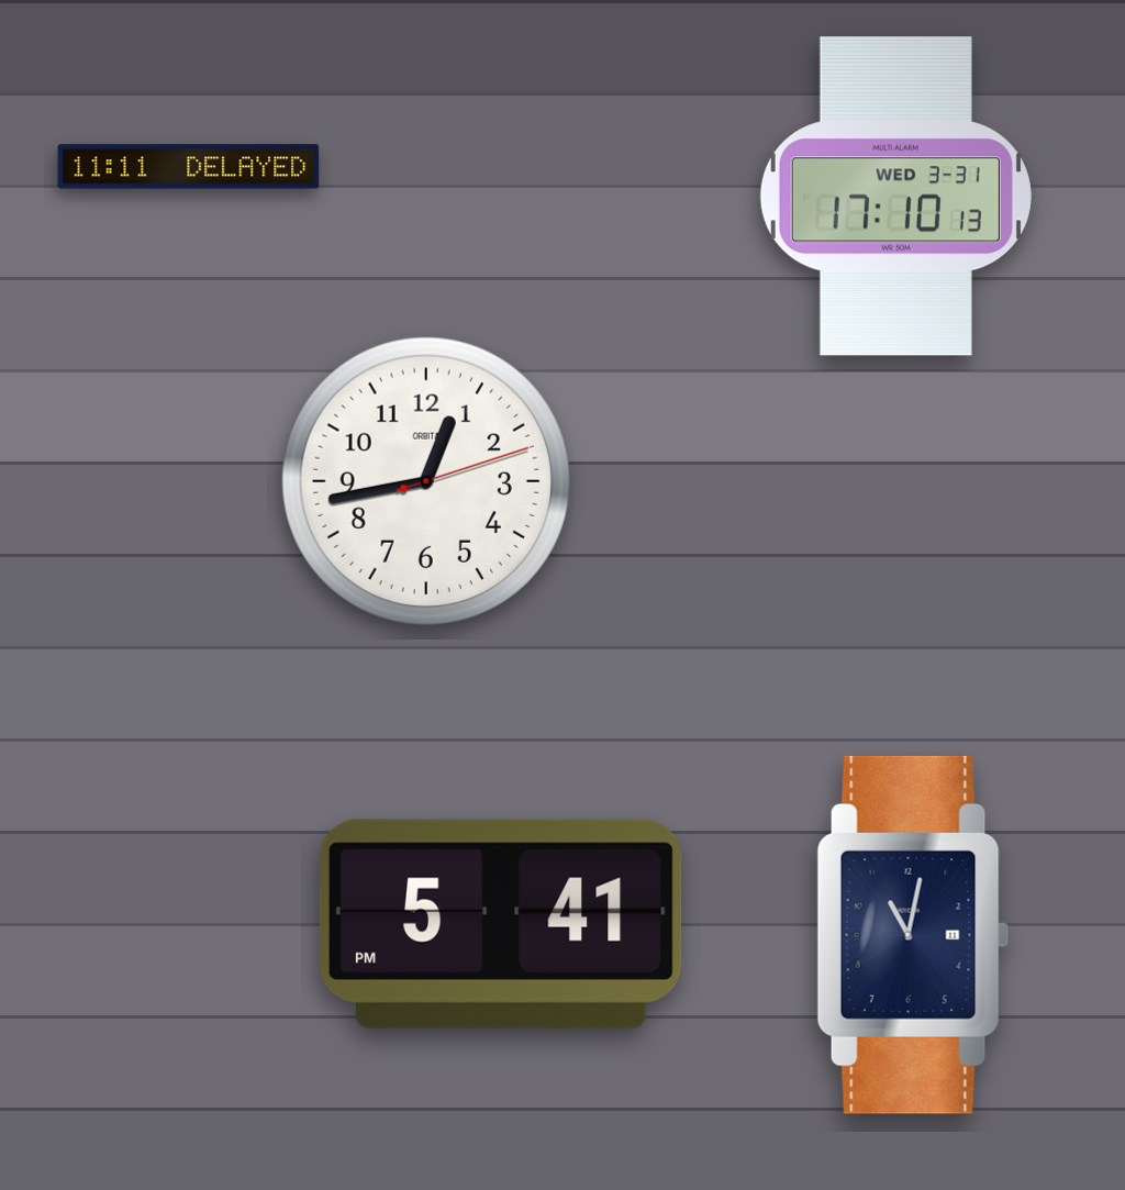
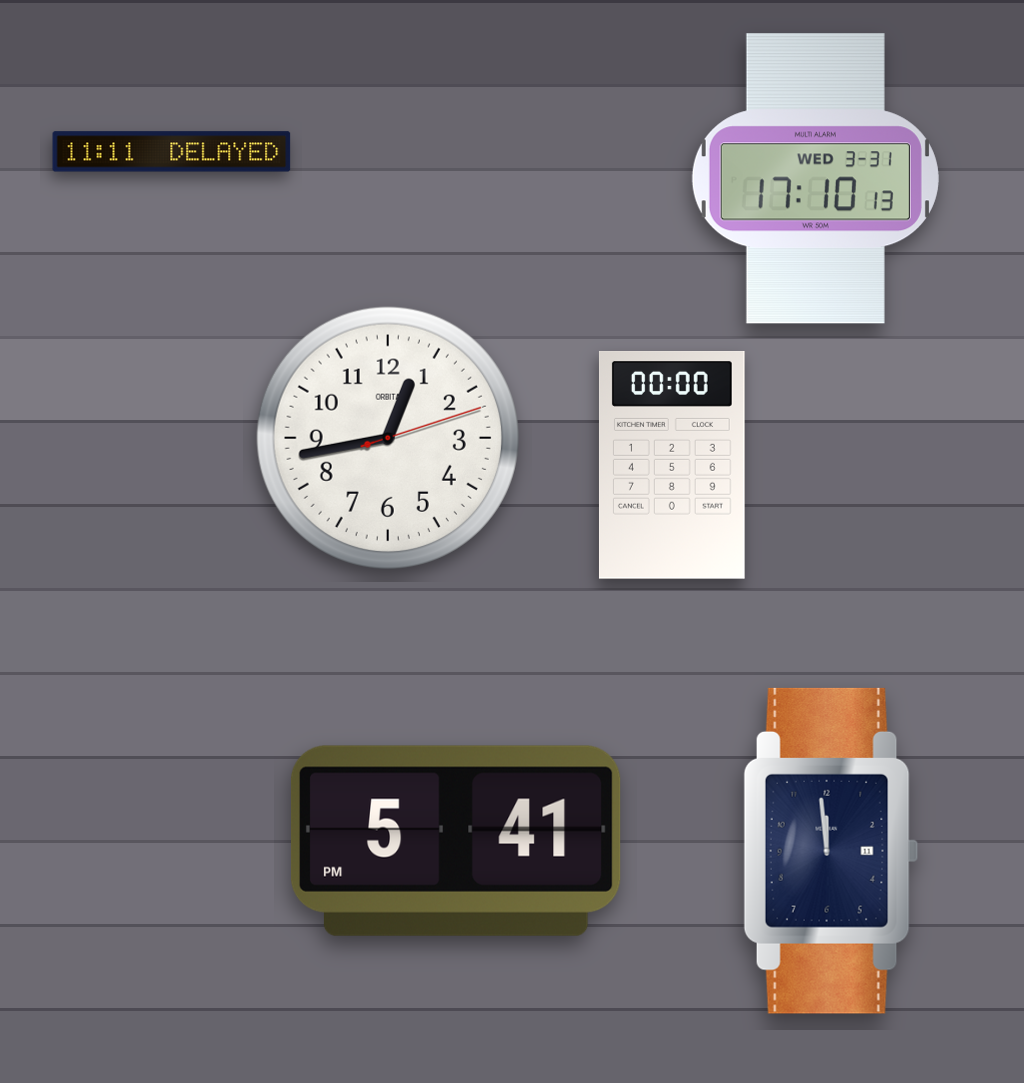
clock at (672, 465): none -> 00:00
clock at (913, 935): 11:02 -> 11:59
